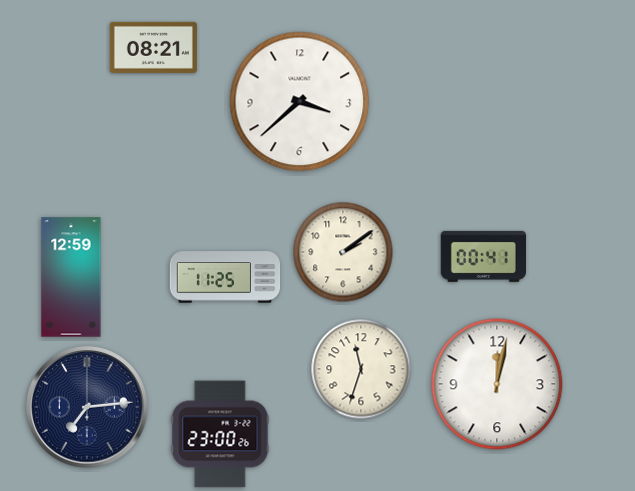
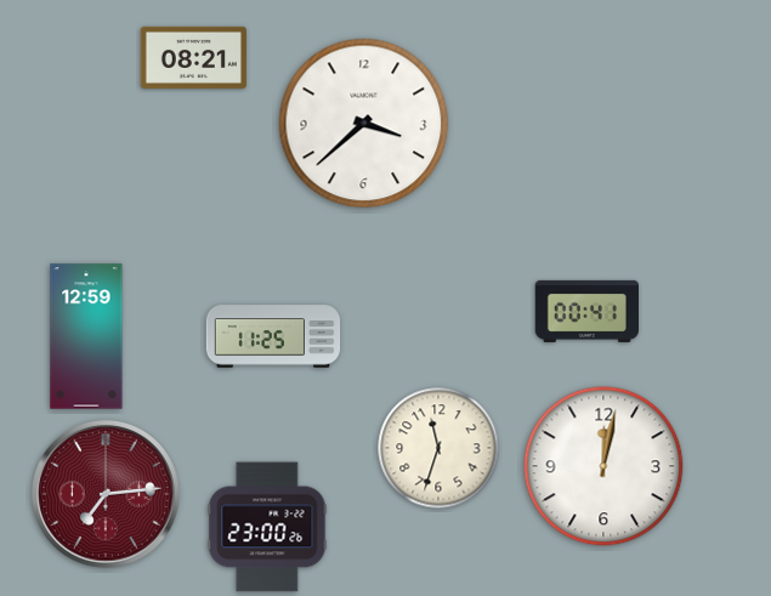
clock at (153, 47) position: (153, 47) -> (193, 57)
clock at (343, 252): 2:09 -> none
clock at (87, 407) dial: navy -> burgundy
